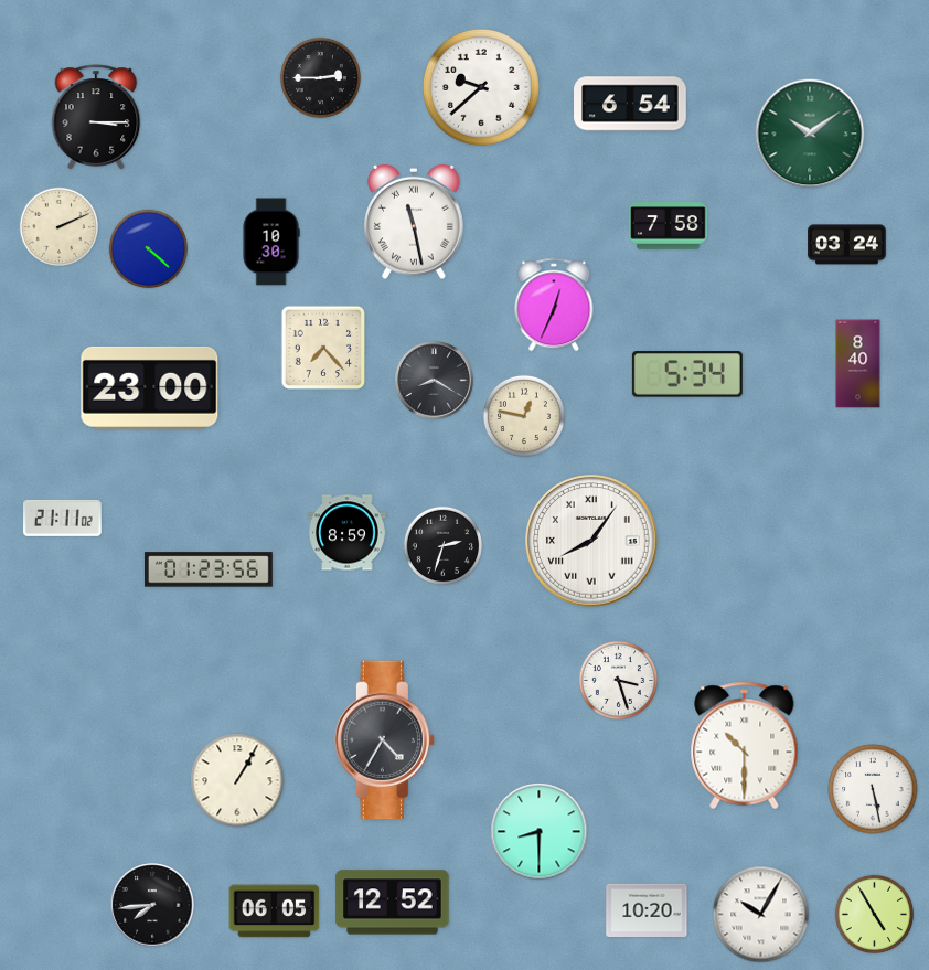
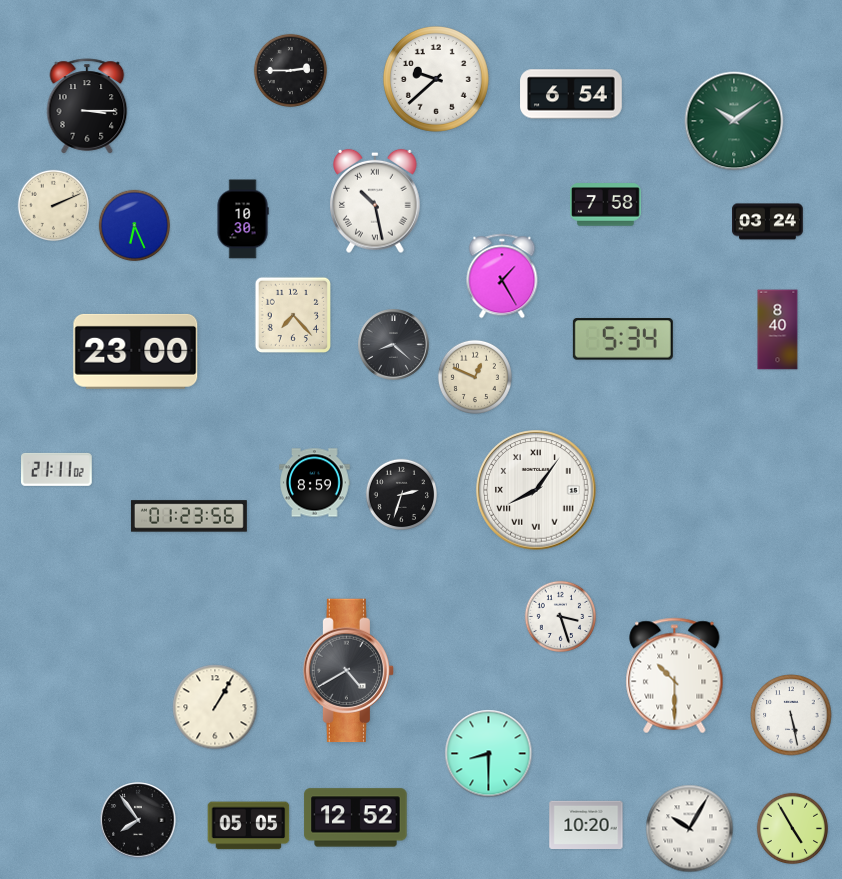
clock at (414, 222): 11:28 -> 10:28
clock at (271, 242) position: (271, 242) -> (243, 219)
clock at (149, 249): 4:22 -> 6:26
clock at (554, 305): 12:34 -> 1:25
clock at (435, 381): 8:20 -> 8:22
clock at (524, 416): 12:47 -> 12:49
clock at (384, 740): 4:35 -> 4:40
clock at (152, 905): 7:44 -> 7:54
clock at (275, 912): 06:05 -> 05:05
